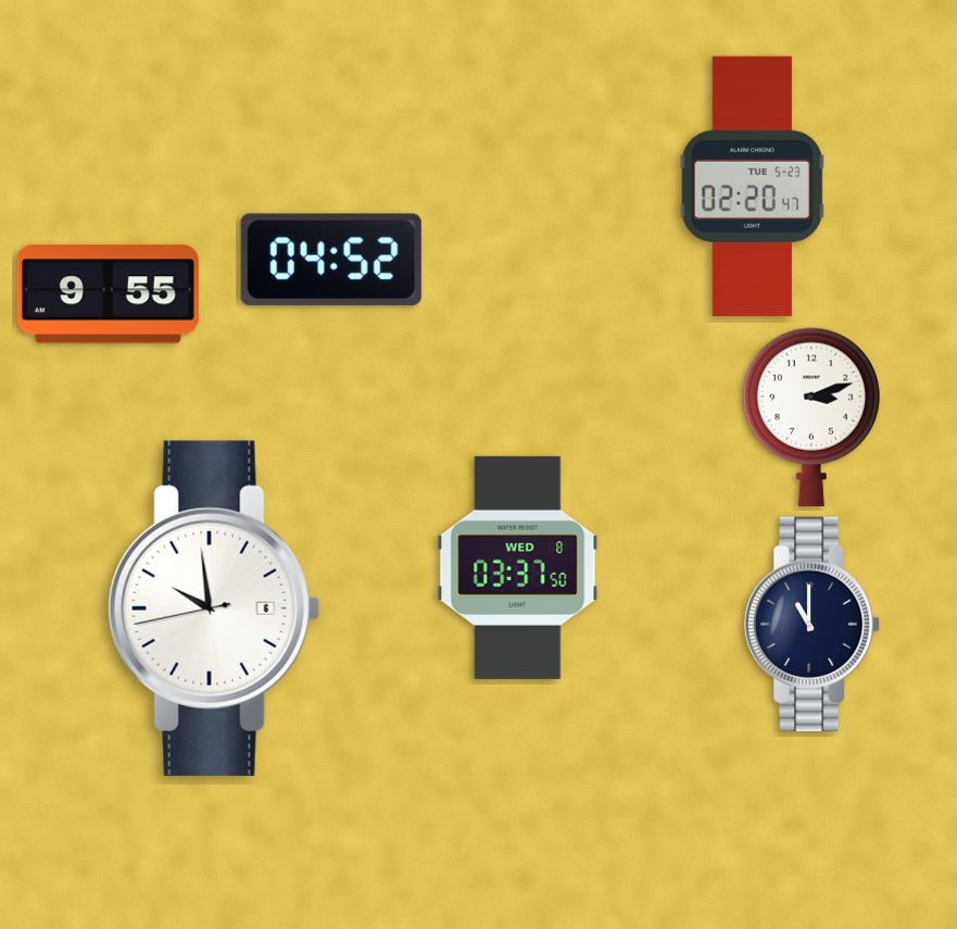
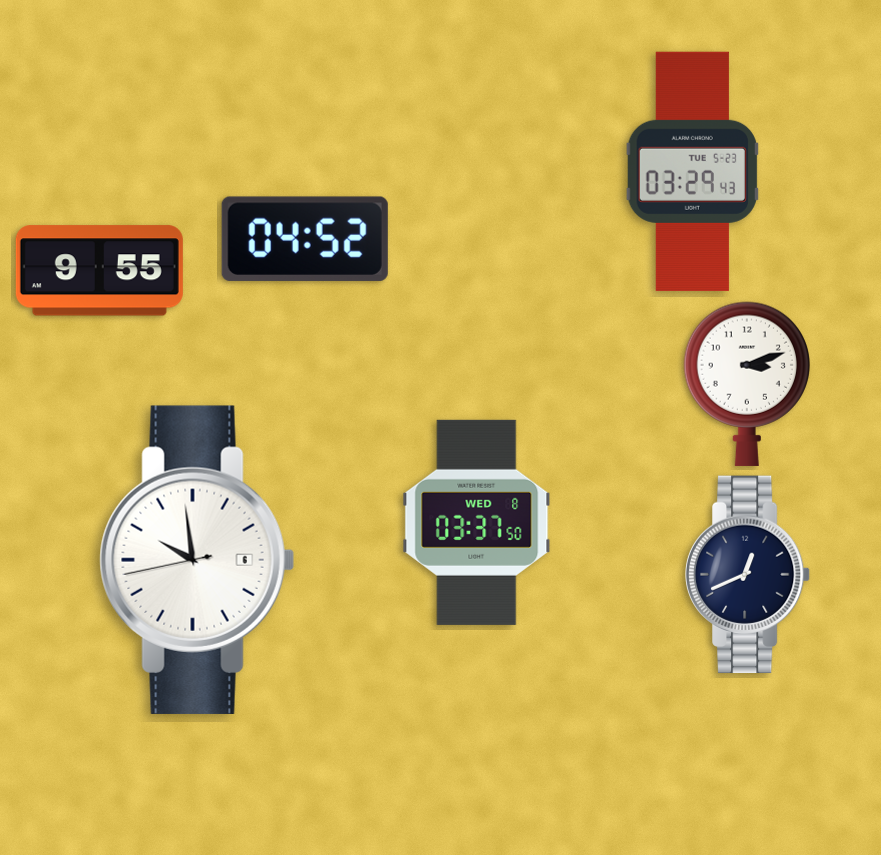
clock at (752, 186): 02:20 -> 03:29
clock at (813, 625): 11:00 -> 12:41
